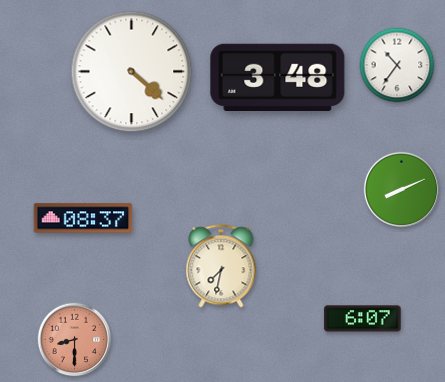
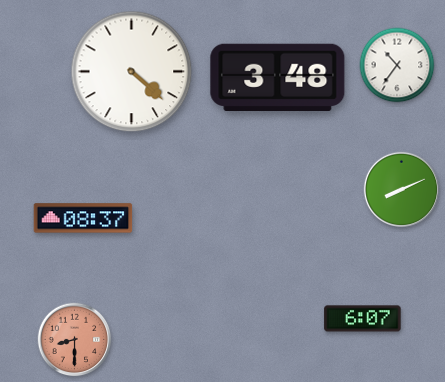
clock at (221, 266): 7:32 -> none
